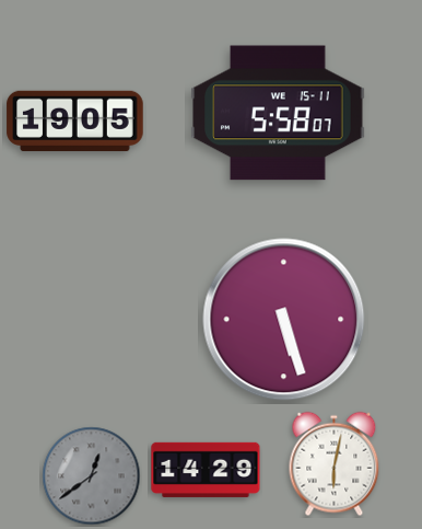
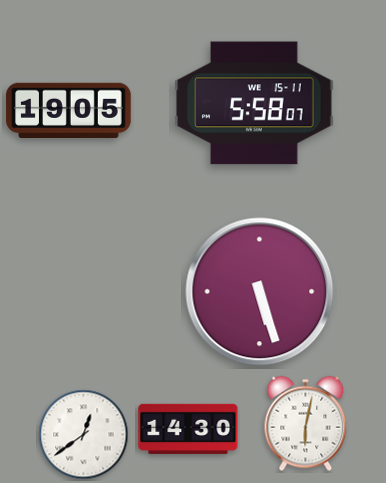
clock at (206, 470): 14:29 -> 14:30
clock at (92, 476) dial: grey -> white
